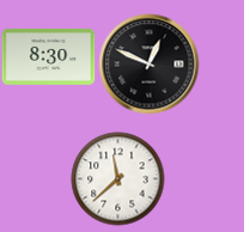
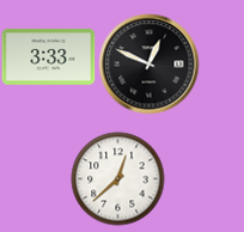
clock at (48, 56): 8:30 -> 3:33
clock at (117, 178): 11:38 -> 12:38
